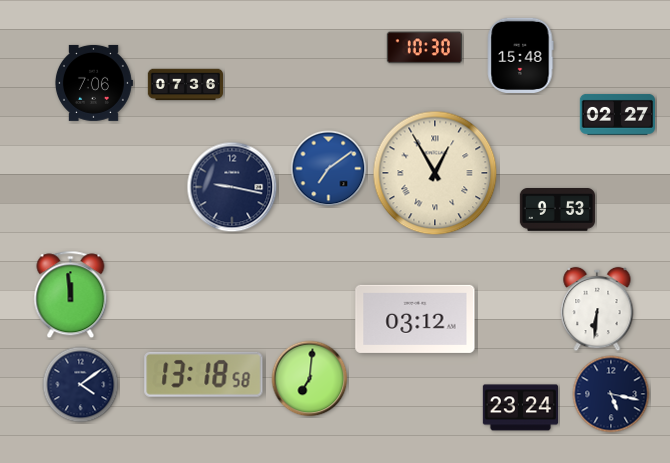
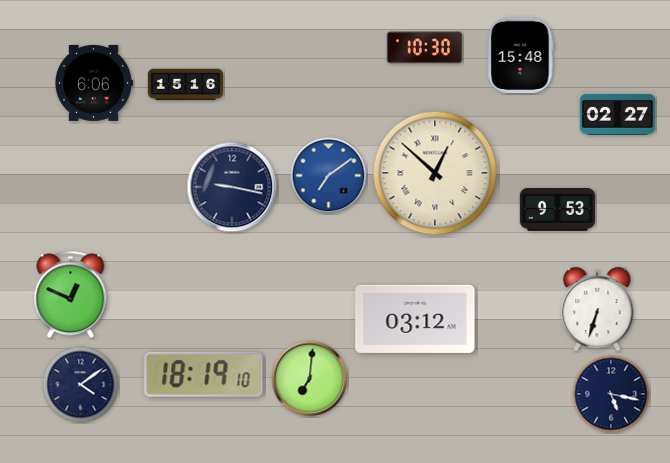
clock at (94, 83): 7:06 -> 6:06
clock at (185, 85): 07:36 -> 15:16
clock at (329, 169) position: (329, 169) -> (329, 176)
clock at (435, 173): 12:55 -> 12:52
clock at (71, 295): 11:59 -> 12:49
clock at (597, 309): 6:31 -> 6:33
clock at (204, 374): 13:18 -> 18:19
clock at (520, 408): 23:24 -> none
